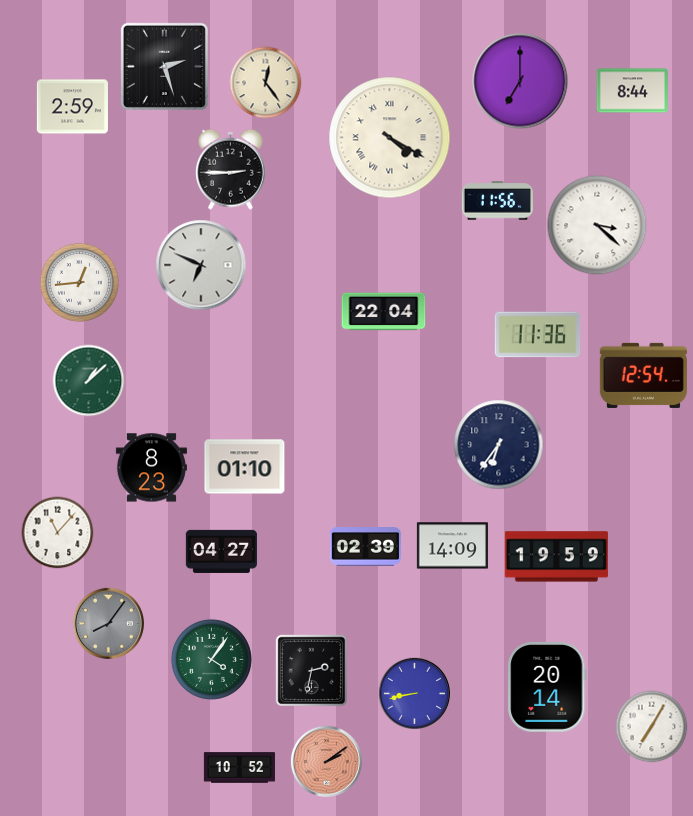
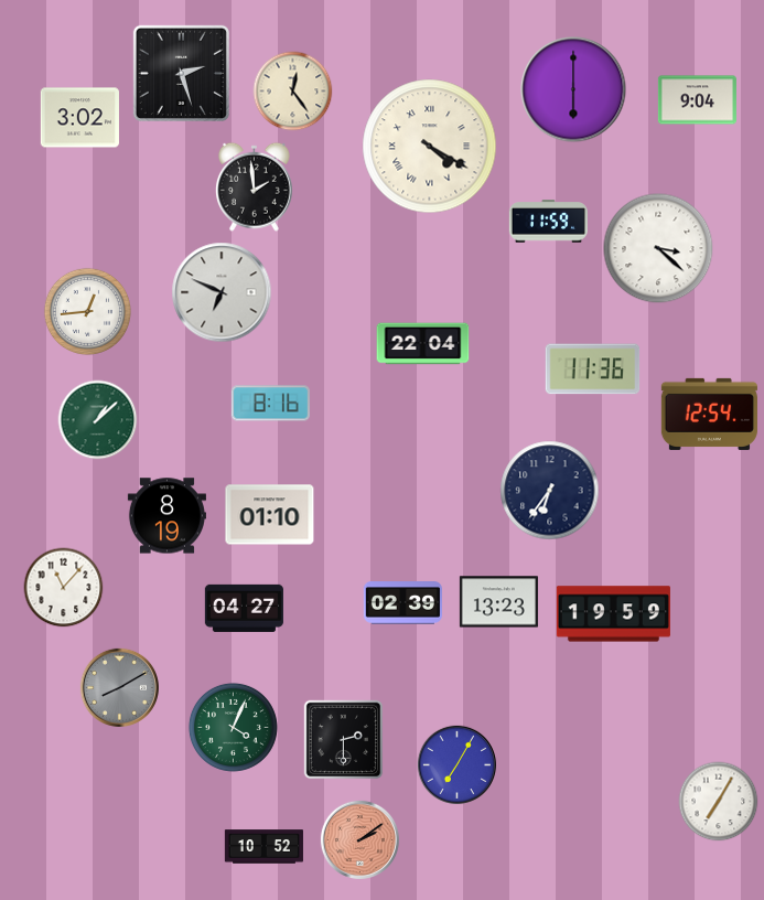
clock at (520, 81): 7:00 -> 6:00
clock at (632, 91): 8:44 -> 9:04
clock at (72, 107): 2:59 -> 3:02
clock at (390, 138) position: (390, 138) -> (430, 147)
clock at (231, 169): 2:45 -> 1:59
clock at (497, 201): 11:56 -> 11:59
clock at (270, 404): none -> 8:16
clock at (151, 468): 8:23 -> 8:19
clock at (452, 546): 14:09 -> 13:23
clock at (108, 623): 8:06 -> 8:10
clock at (211, 659): 4:06 -> 4:04
clock at (312, 671): 2:32 -> 2:30
clock at (547, 688): 20:14 -> none
clock at (414, 693): 8:43 -> 7:05
